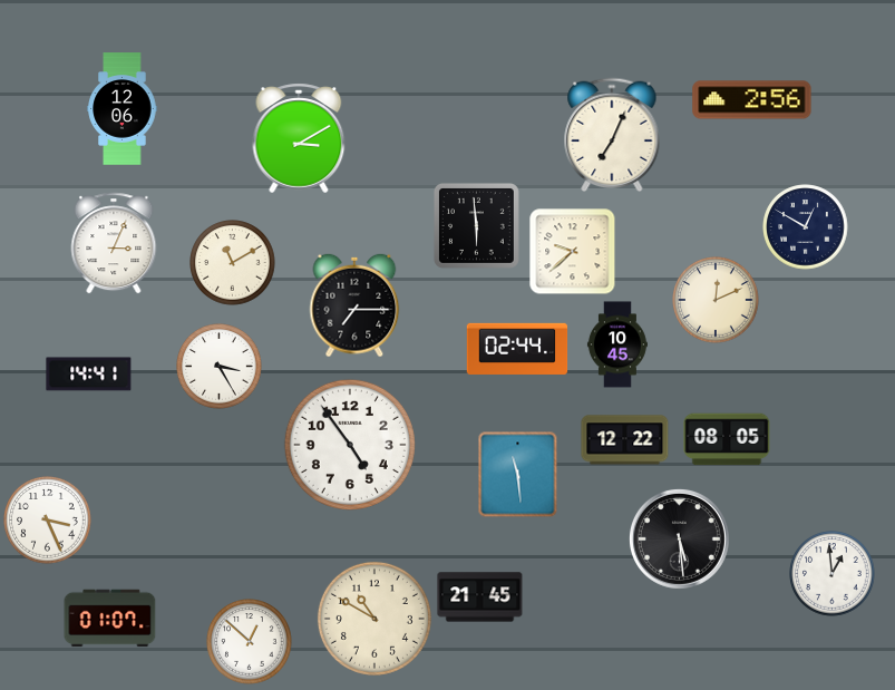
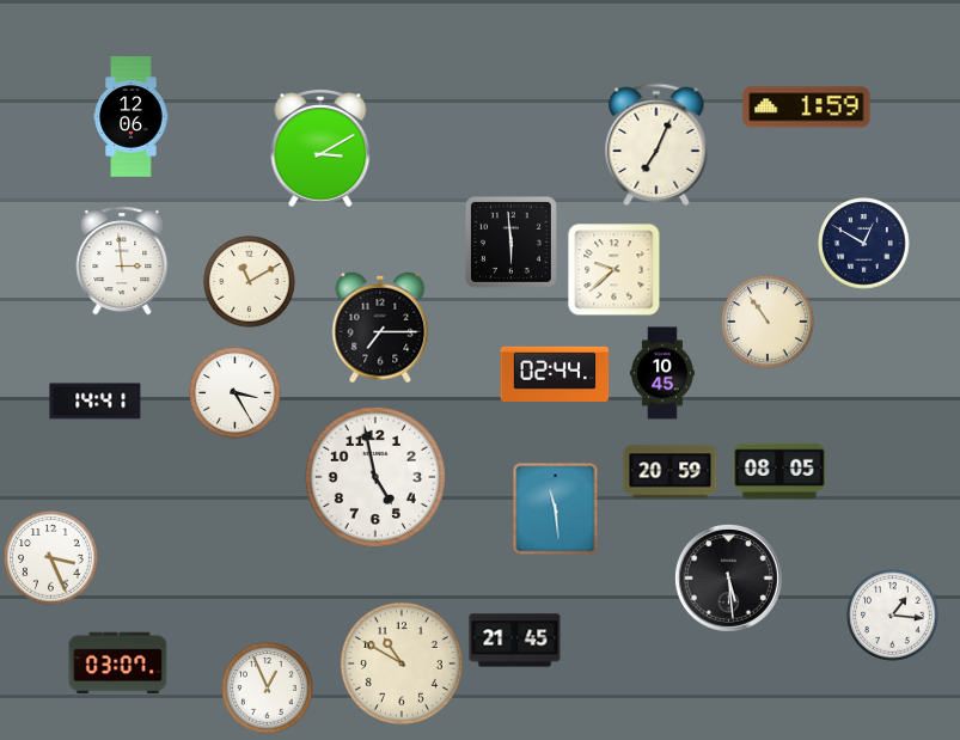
clock at (752, 100): 2:56 -> 1:59
clock at (114, 243): 3:04 -> 2:59
clock at (716, 300): 12:11 -> 10:54
clock at (617, 344) position: (617, 344) -> (662, 373)
clock at (625, 440): 12:22 -> 20:59
clock at (350, 445): 4:54 -> 4:58
clock at (833, 574): 12:59 -> 1:16
clock at (110, 619): 01:07 -> 03:07
clock at (250, 642): 12:52 -> 12:56
